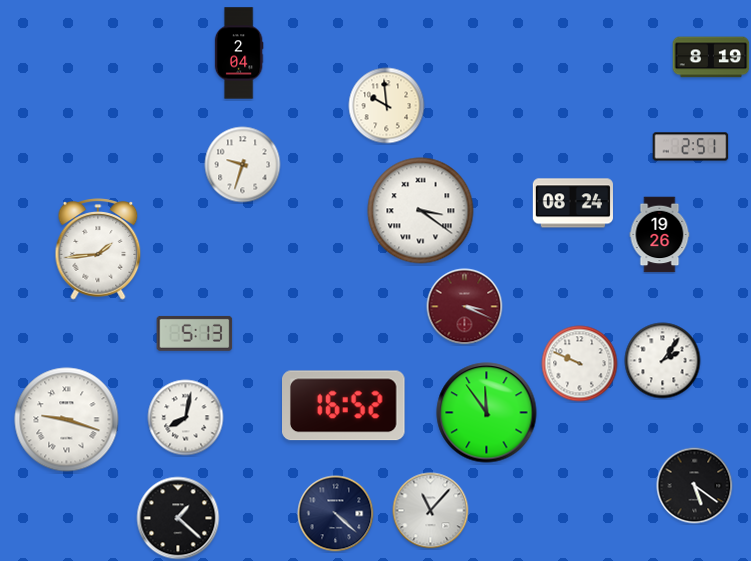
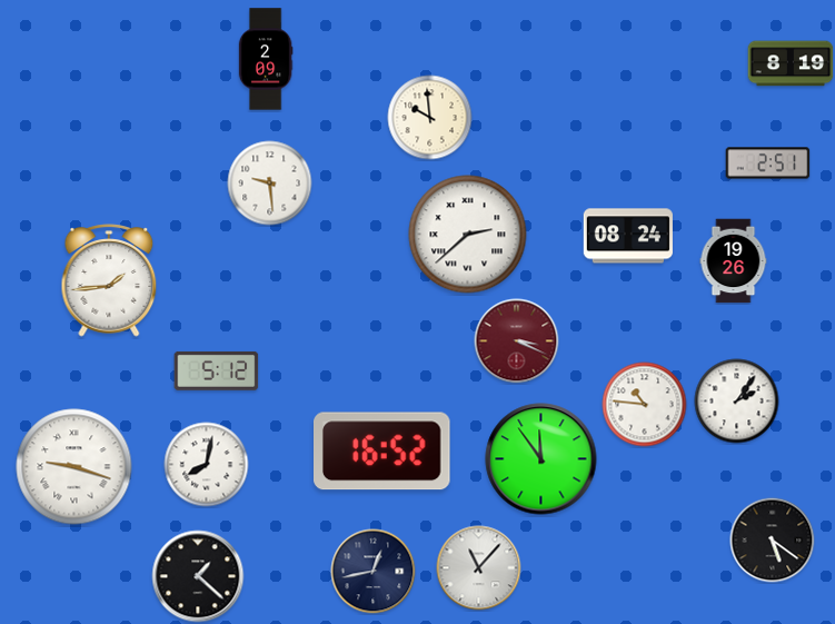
clock at (239, 53): 2:04 -> 2:09
clock at (243, 165): 9:33 -> 9:29
clock at (573, 203) position: (573, 203) -> (628, 236)
clock at (421, 211): 3:21 -> 2:38
clock at (98, 249) position: (98, 249) -> (109, 280)
clock at (195, 333): 5:13 -> 5:12
clock at (580, 364): 9:49 -> 10:46
clock at (336, 514): 4:22 -> 12:43
